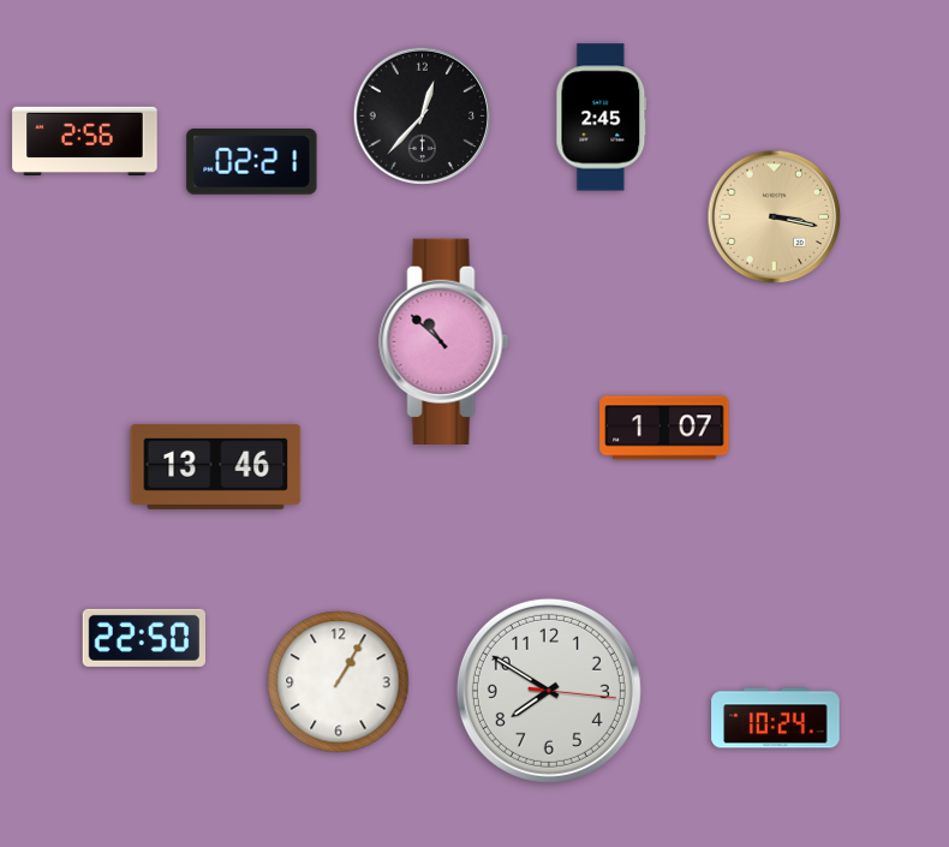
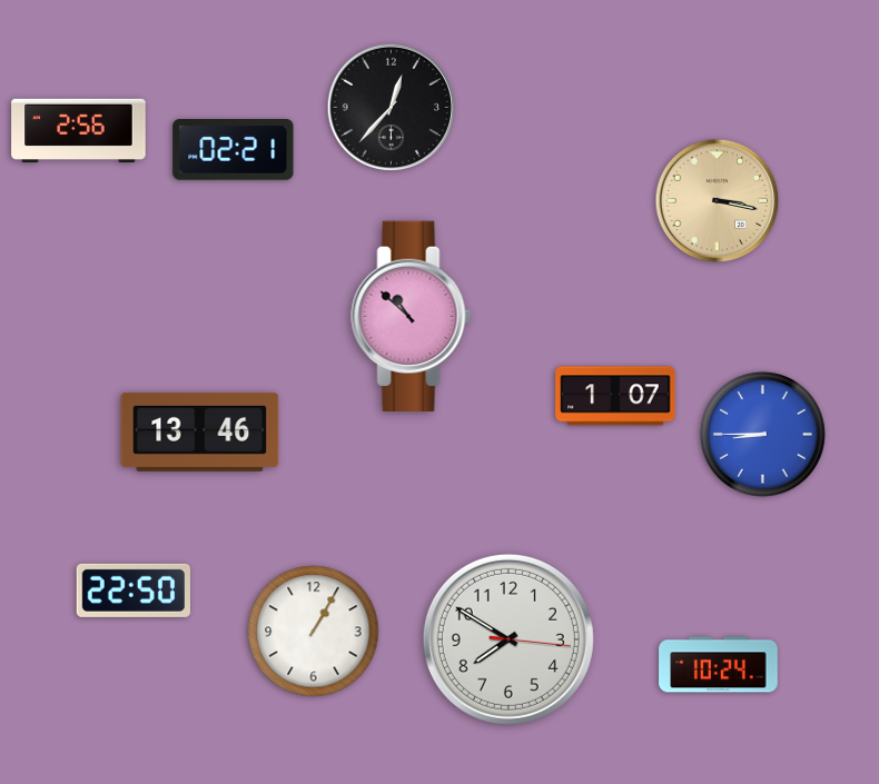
clock at (602, 118): 2:45 -> none
clock at (762, 434): none -> 8:45
